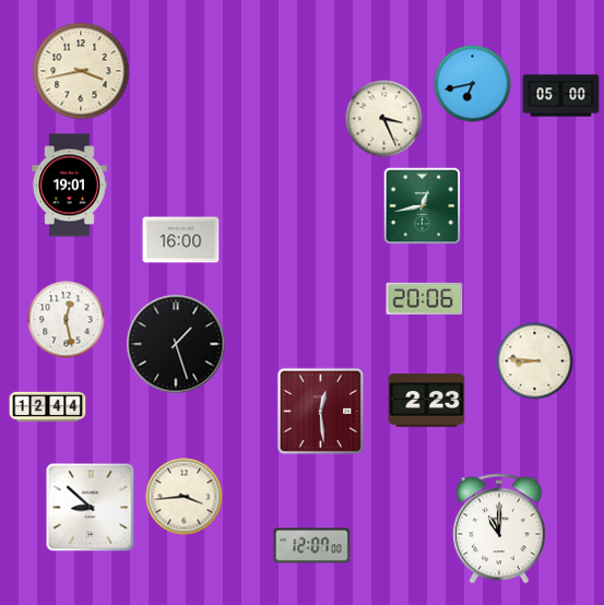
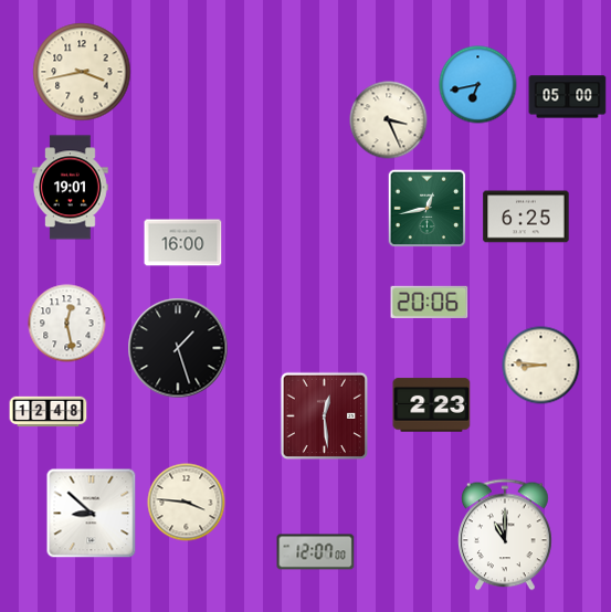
clock at (526, 217): none -> 6:25
clock at (48, 407): 12:44 -> 12:48
clock at (185, 497): 3:44 -> 3:46
